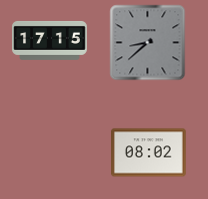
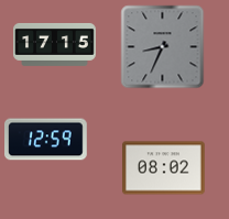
clock at (148, 43): 8:38 -> 8:34
clock at (46, 140): none -> 12:59
